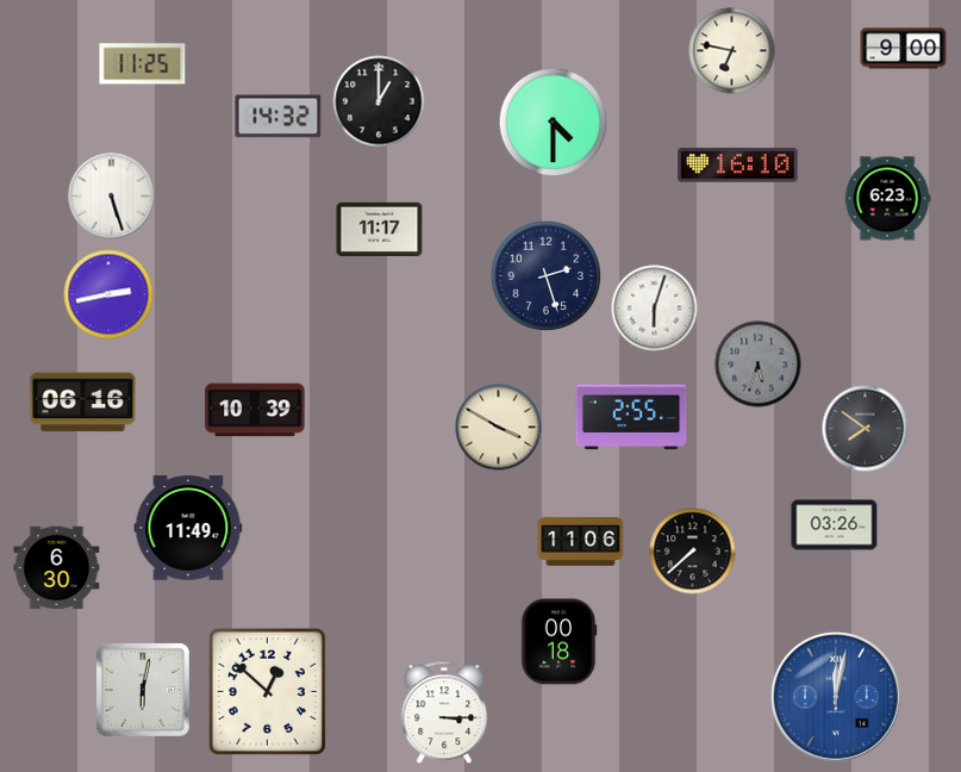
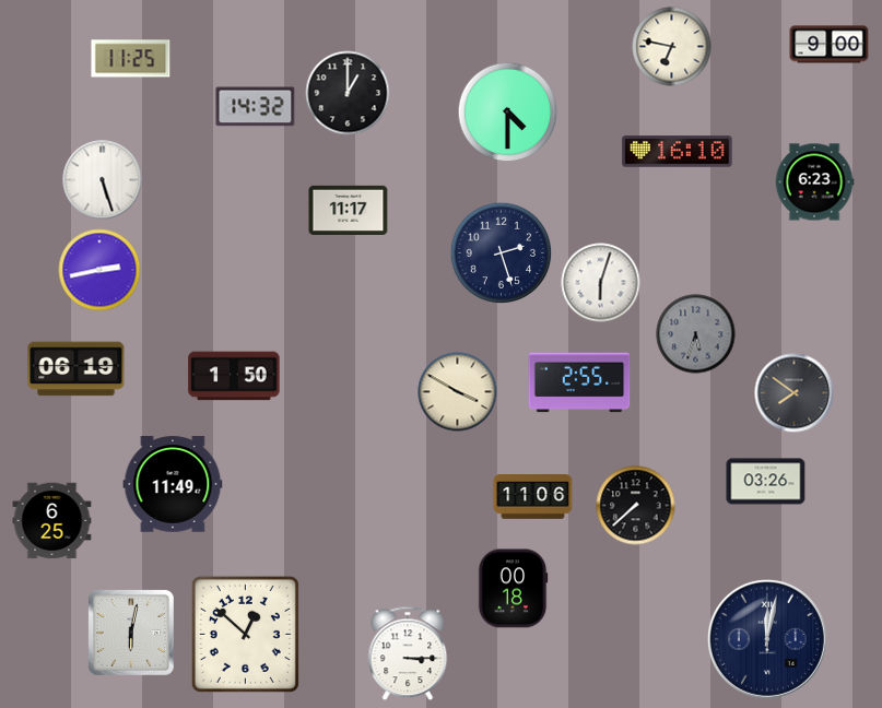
clock at (83, 403): 06:16 -> 06:19
clock at (255, 410): 10:39 -> 1:50
clock at (57, 568): 6:30 -> 6:25
clock at (836, 697) dial: blue -> navy
